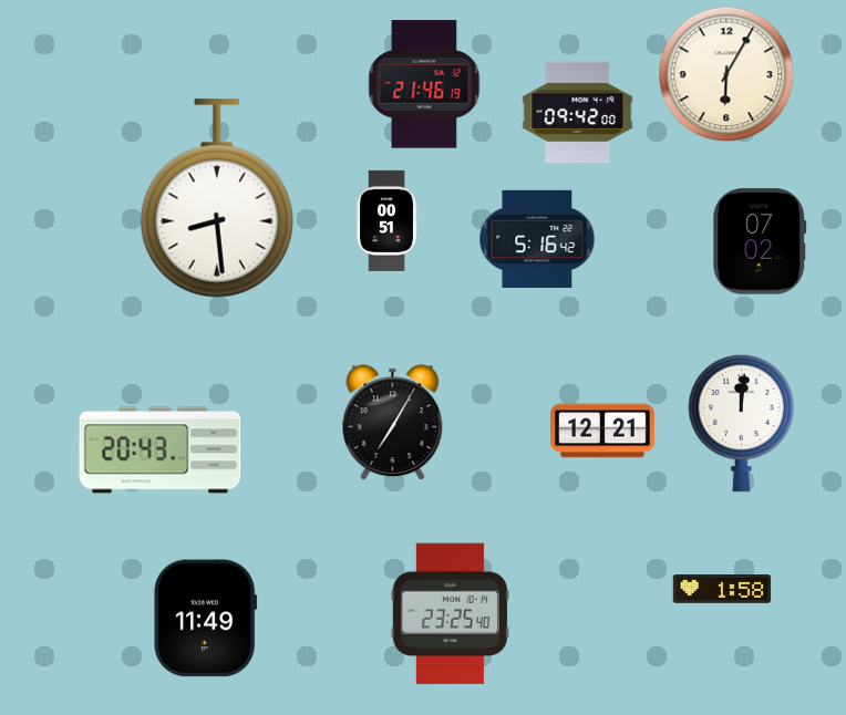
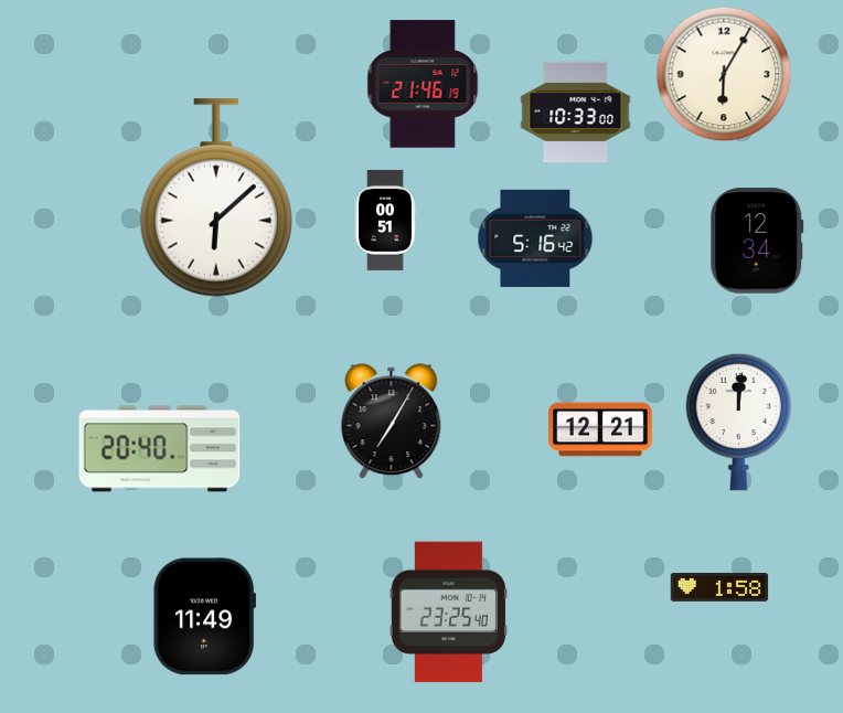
clock at (578, 113): 09:42 -> 10:33
clock at (217, 198): 8:29 -> 6:08
clock at (760, 241): 07:02 -> 12:34
clock at (161, 450): 20:43 -> 20:40
